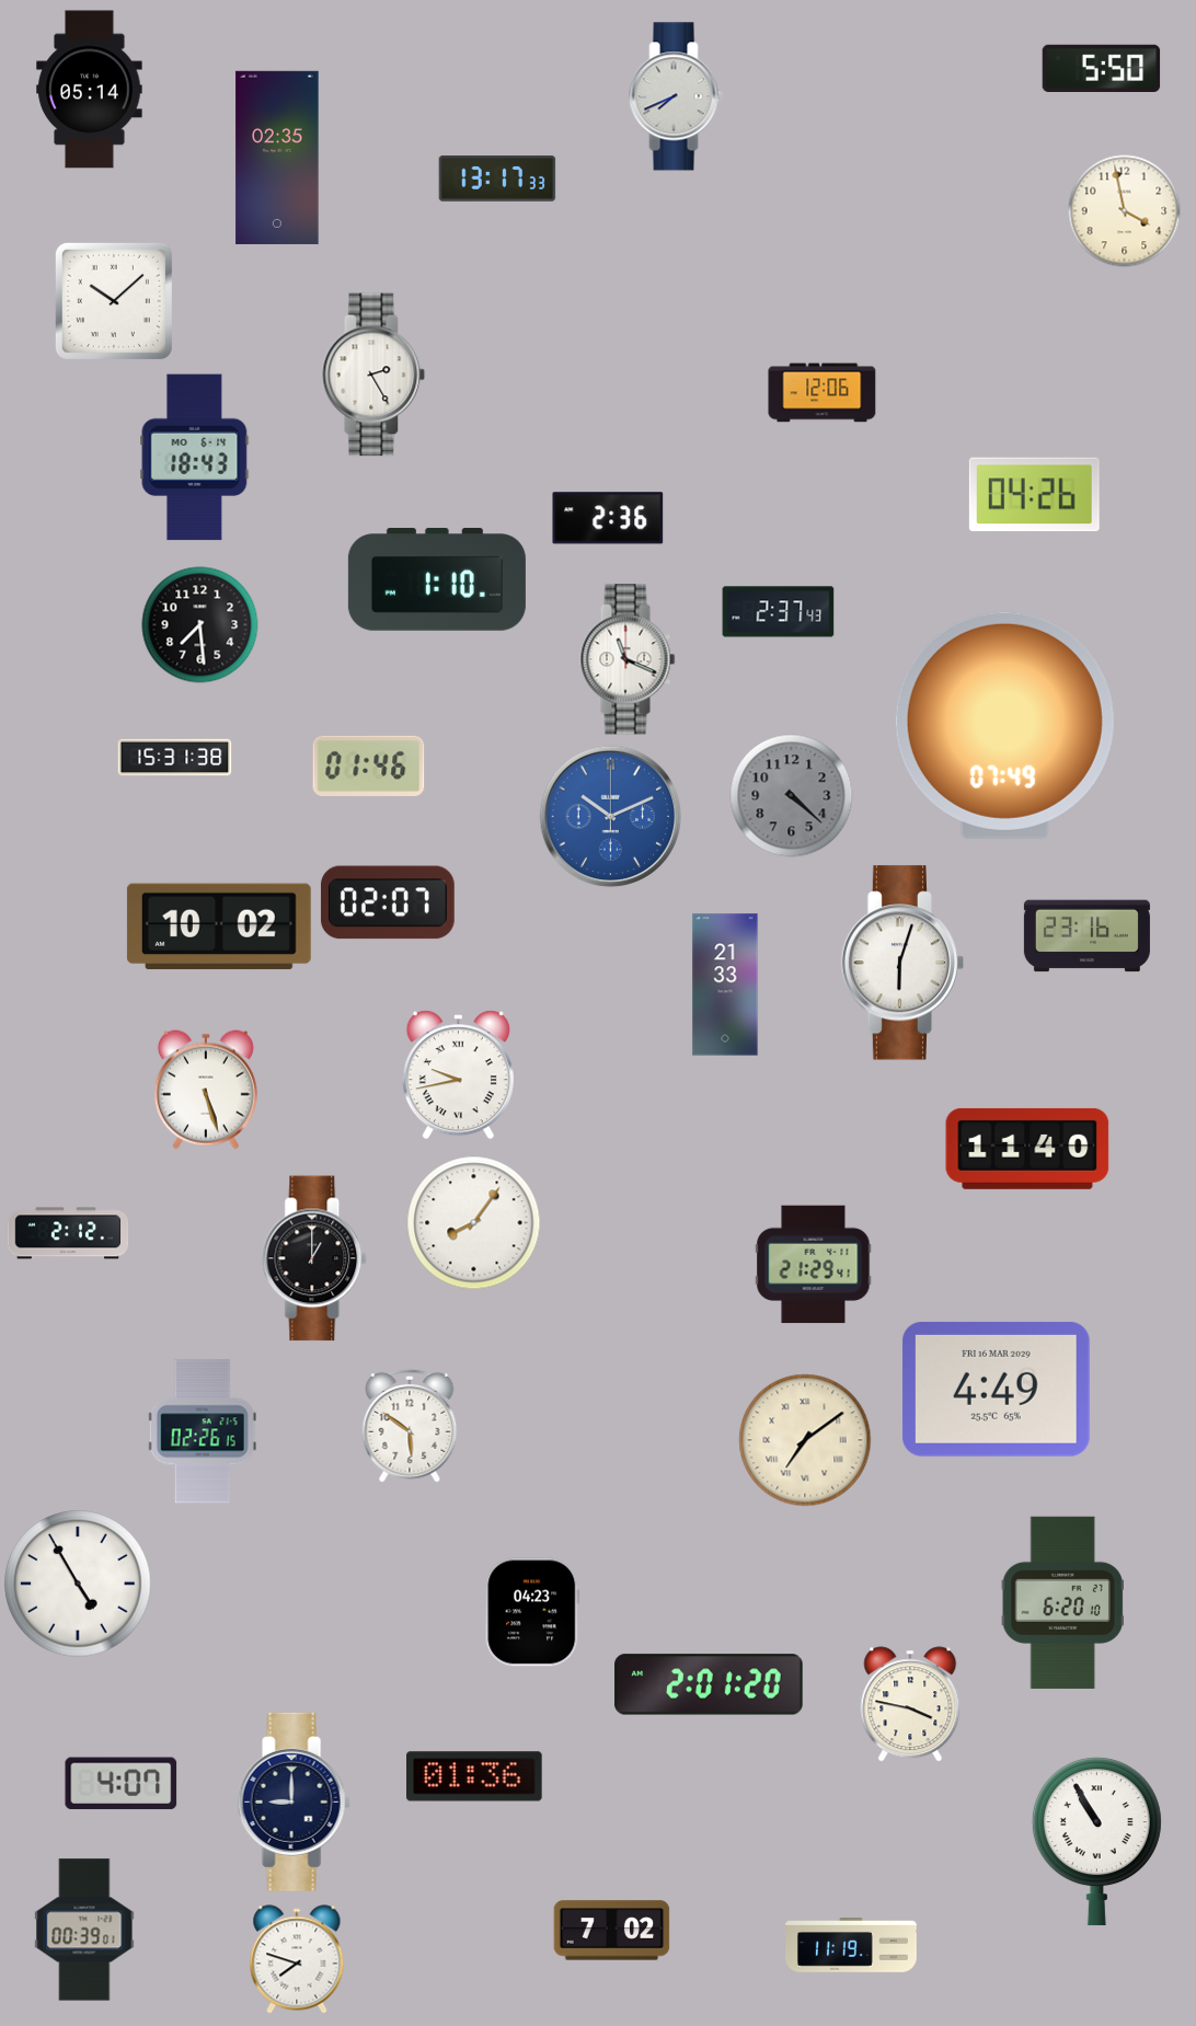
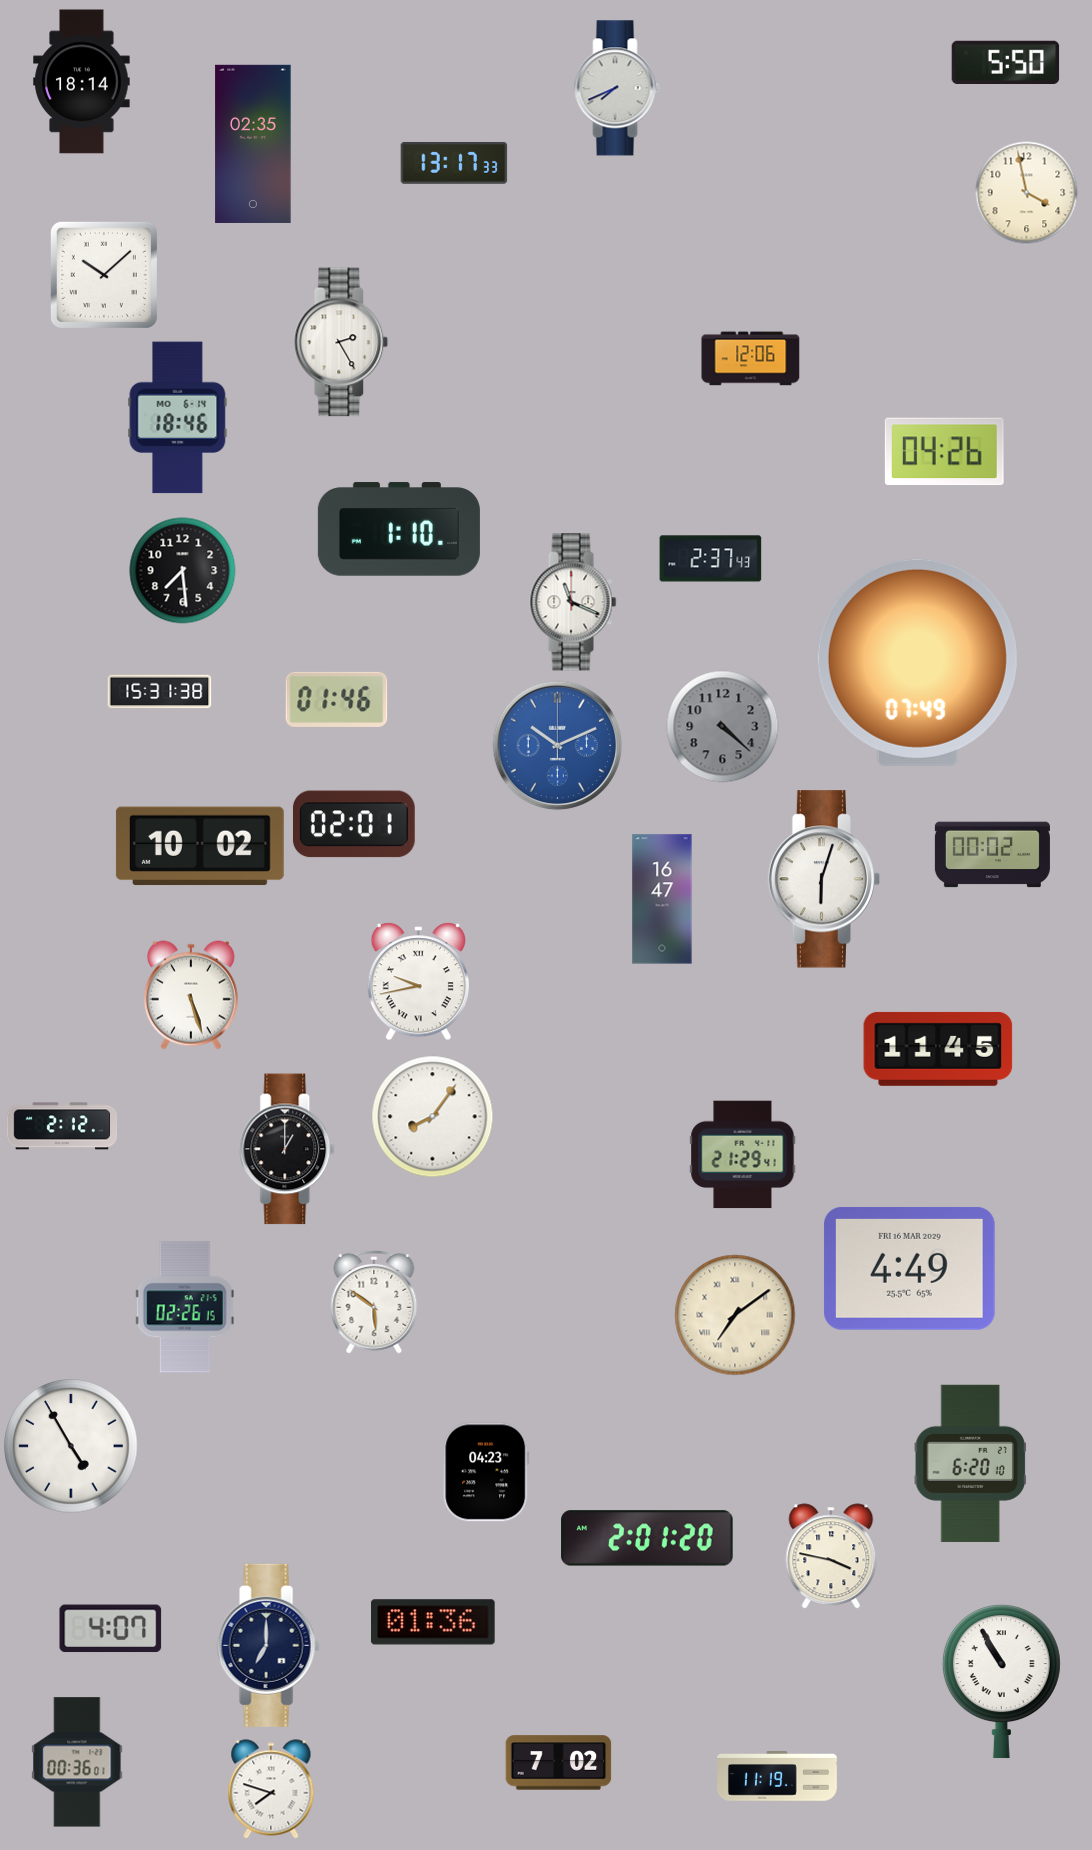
clock at (90, 90): 05:14 -> 18:14
clock at (195, 458): 18:43 -> 18:46
clock at (608, 518): 2:36 -> none
clock at (388, 902): 02:07 -> 02:01
clock at (1086, 936): 23:16 -> 00:02
clock at (725, 985): 21:33 -> 16:47
clock at (206, 1090) position: (206, 1090) -> (191, 995)
clock at (1027, 1149): 11:40 -> 11:45
clock at (294, 1801): 9:00 -> 7:00
clock at (84, 1930): 00:39 -> 00:36
